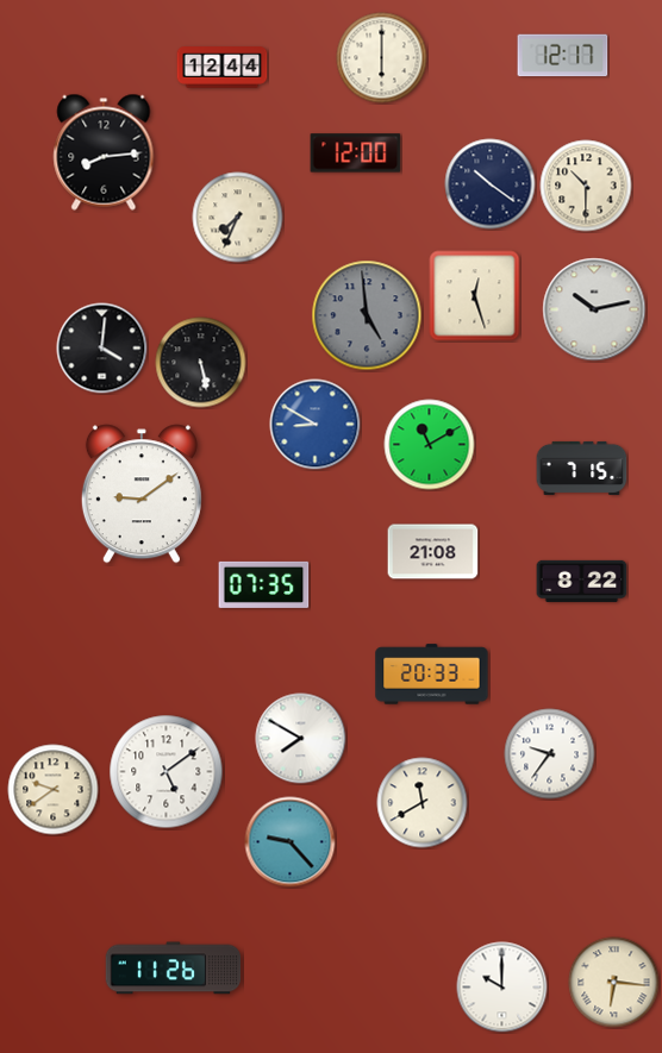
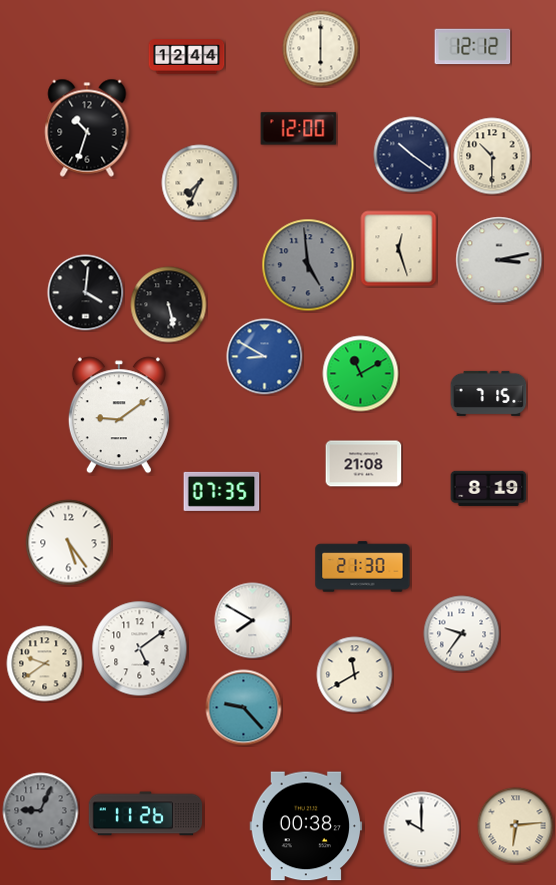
clock at (563, 56): 12:17 -> 12:12
clock at (104, 152): 8:14 -> 10:33
clock at (594, 309): 10:13 -> 3:13
clock at (582, 581): 8:22 -> 8:19
clock at (69, 543): none -> 5:24
clock at (432, 675): 20:33 -> 21:30
clock at (41, 811): none -> 9:04
clock at (306, 826): none -> 00:38
clock at (614, 983): 6:16 -> 6:14
